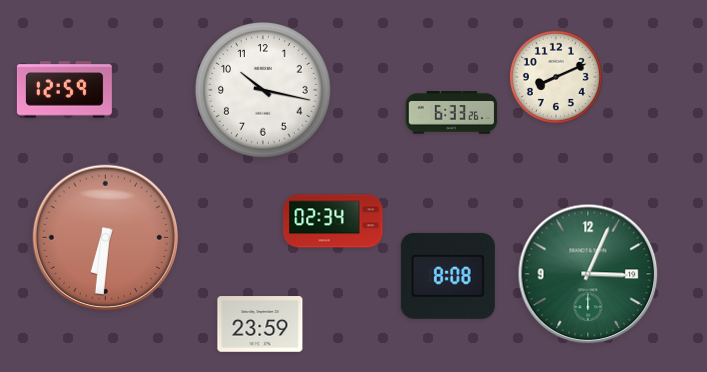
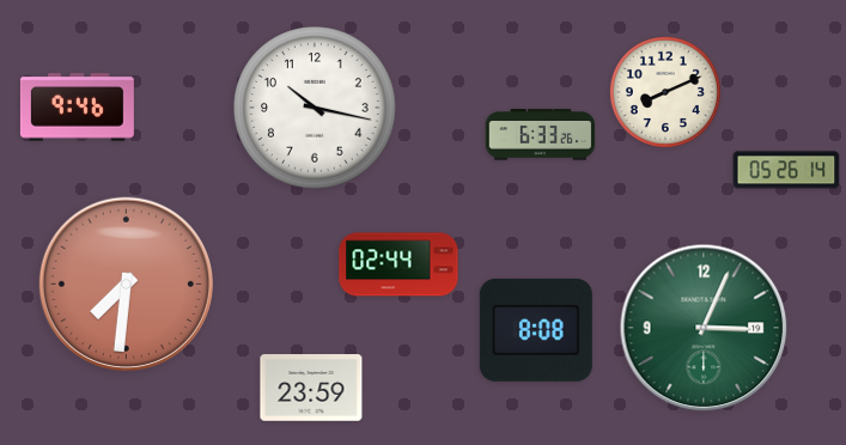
clock at (64, 90): 12:59 -> 9:46
clock at (786, 170): none -> 05:26
clock at (333, 221): 02:34 -> 02:44
clock at (105, 237): 6:31 -> 7:31
